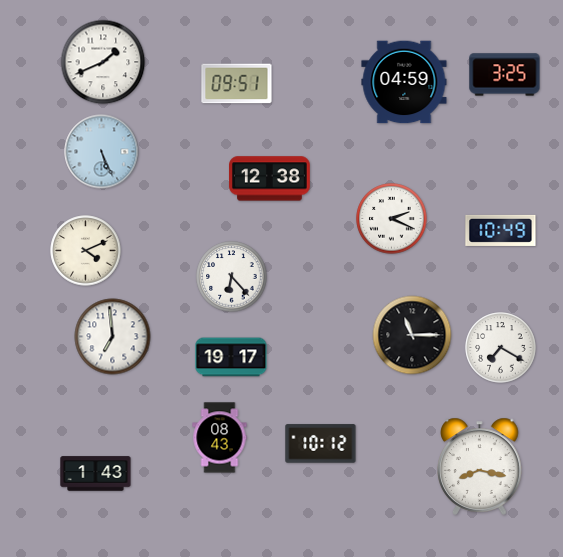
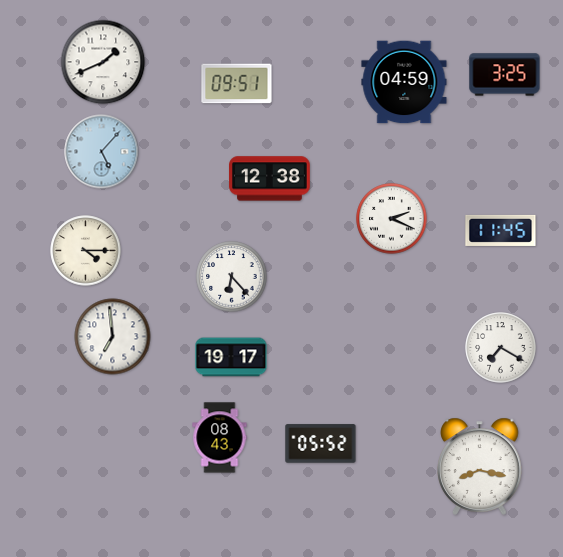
clock at (102, 152): 5:26 -> 5:07
clock at (501, 230): 10:49 -> 11:45
clock at (86, 251): 4:11 -> 4:15
clock at (412, 335): 11:15 -> none
clock at (321, 444): 10:12 -> 05:52
clock at (96, 474): 1:43 -> none
